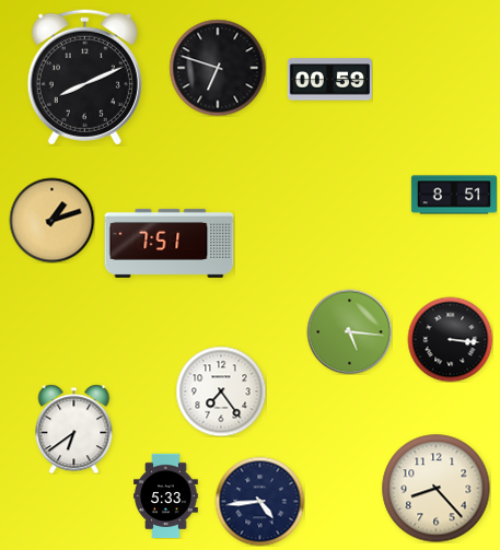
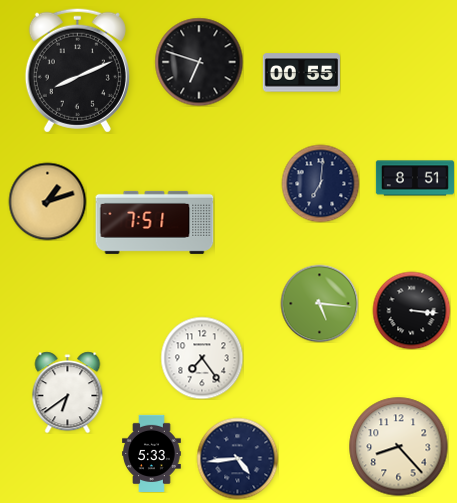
clock at (329, 80): 00:59 -> 00:55
clock at (320, 183): none -> 7:01
